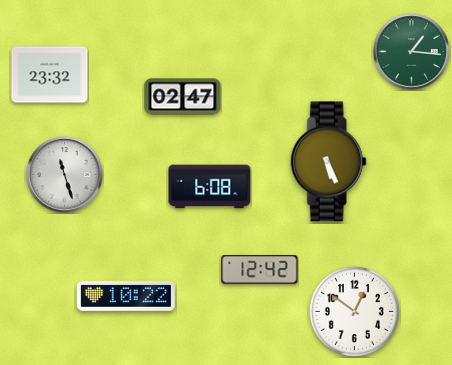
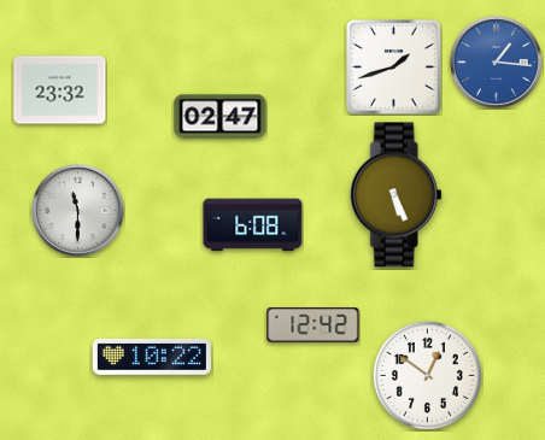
clock at (412, 52) dial: green -> blue
clock at (394, 68): none -> 1:42
clock at (65, 175): 11:27 -> 11:30
